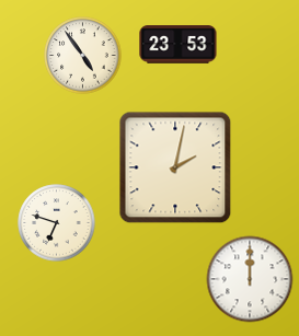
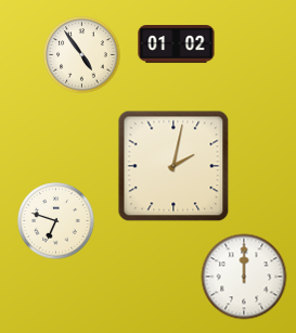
clock at (179, 45): 23:53 -> 01:02
clock at (250, 279) position: (250, 279) -> (244, 277)
